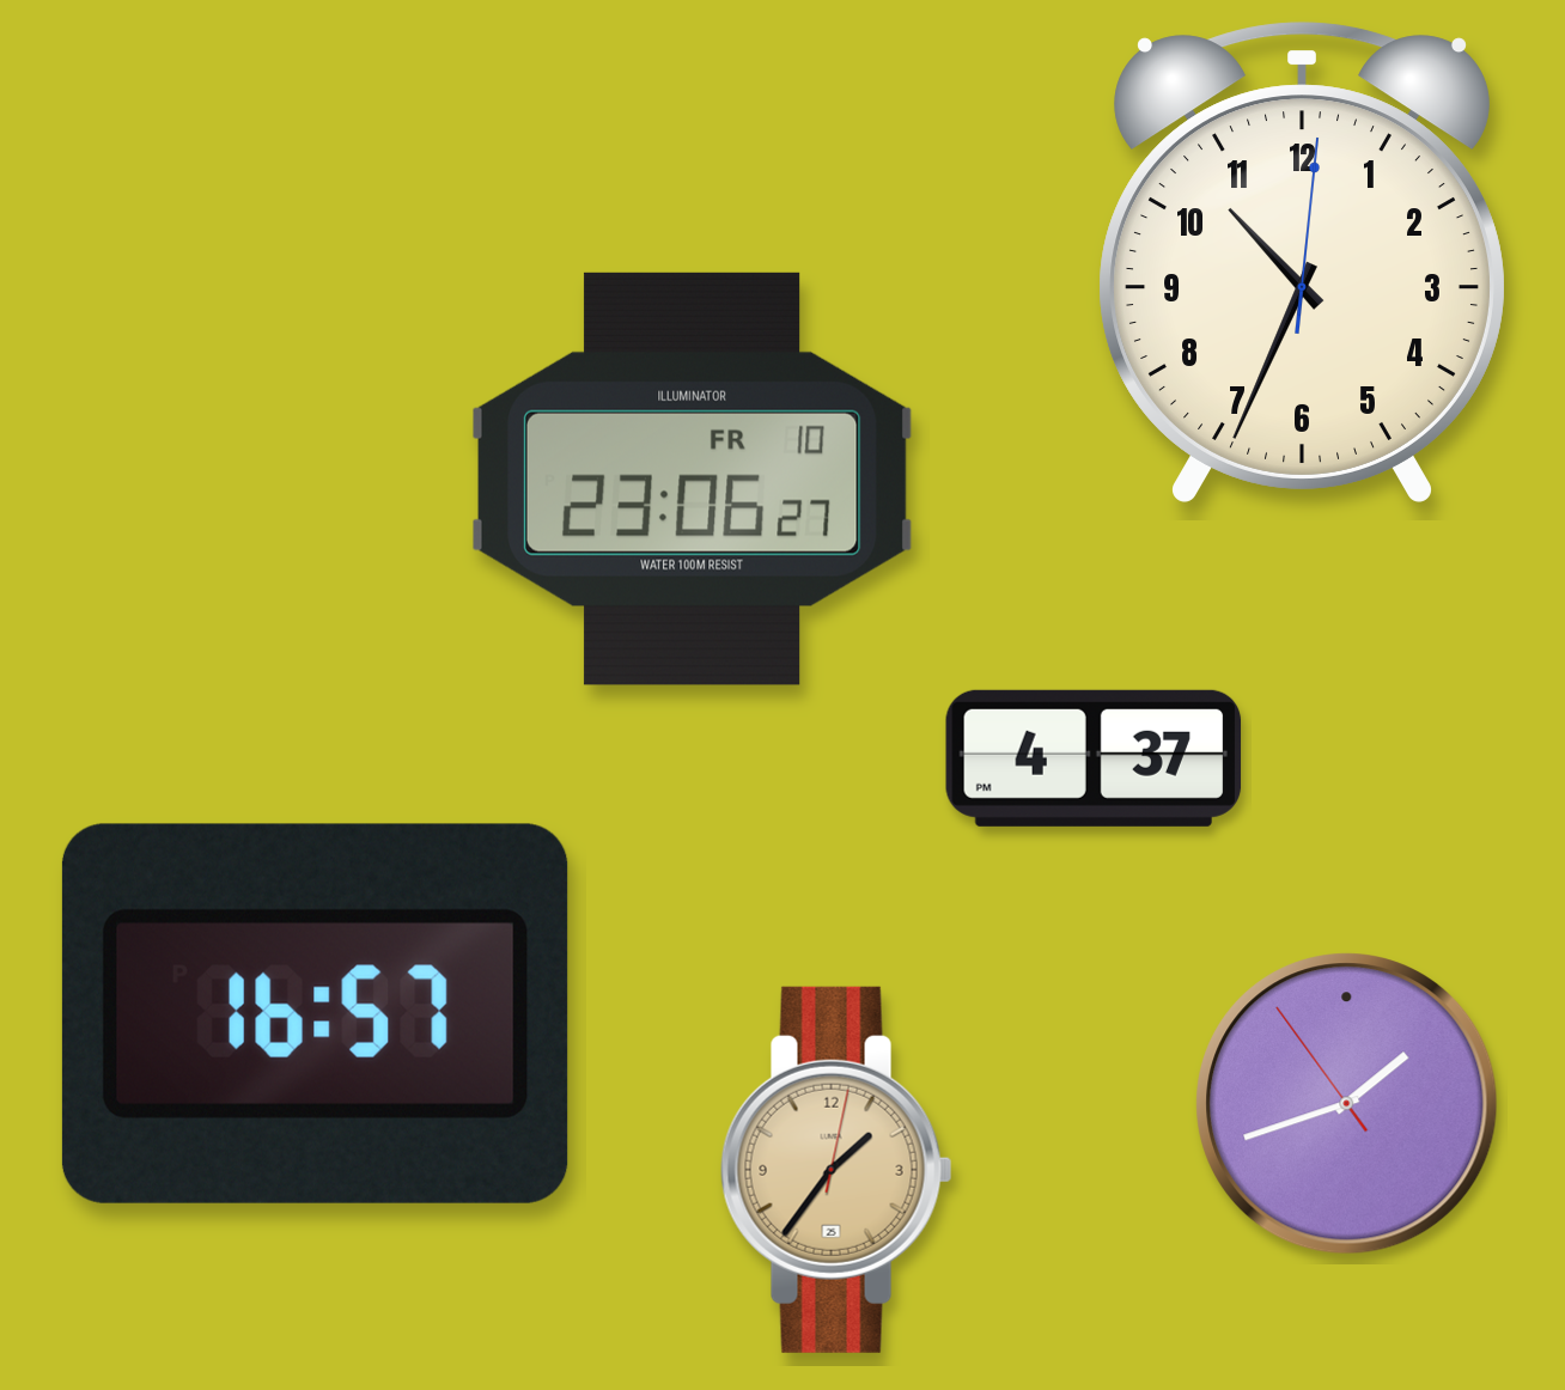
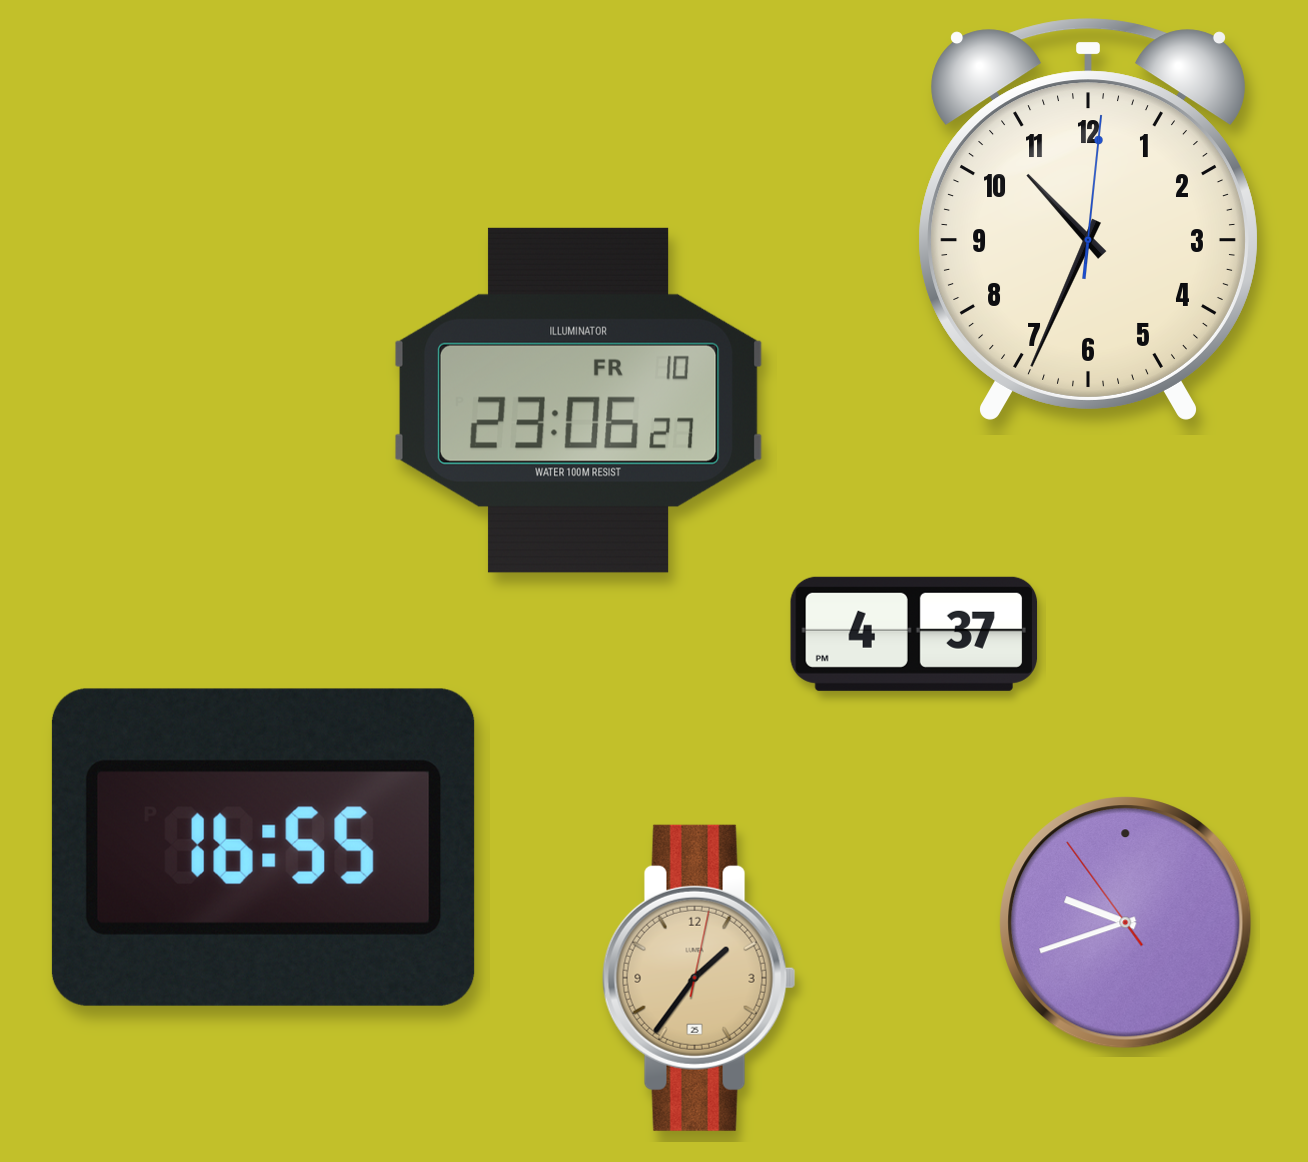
clock at (315, 1013): 16:57 -> 16:55
clock at (1347, 1104): 1:41 -> 9:41
